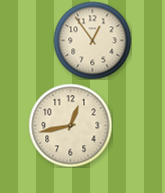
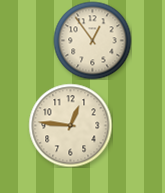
clock at (70, 125): 12:43 -> 12:46
